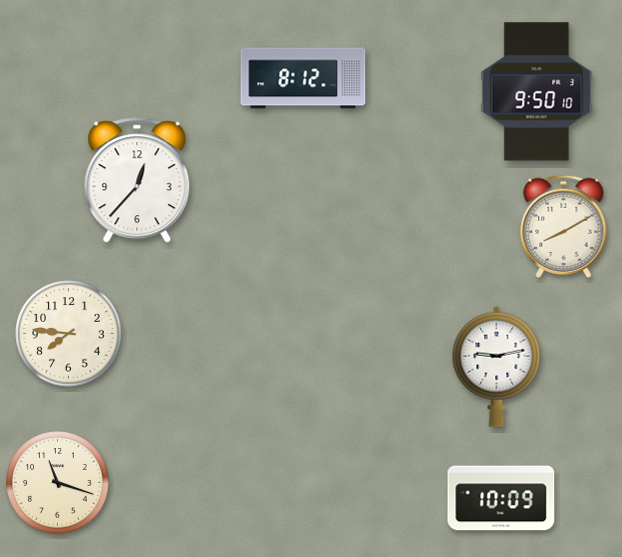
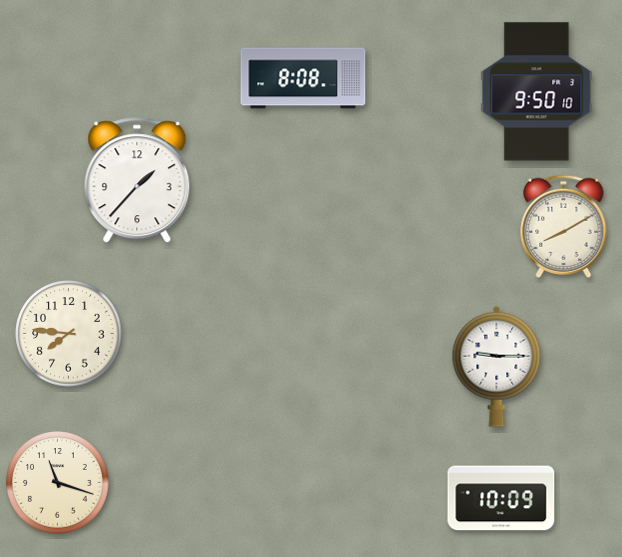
clock at (303, 78): 8:12 -> 8:08
clock at (137, 181): 12:37 -> 1:37
clock at (497, 366): 9:13 -> 9:15
